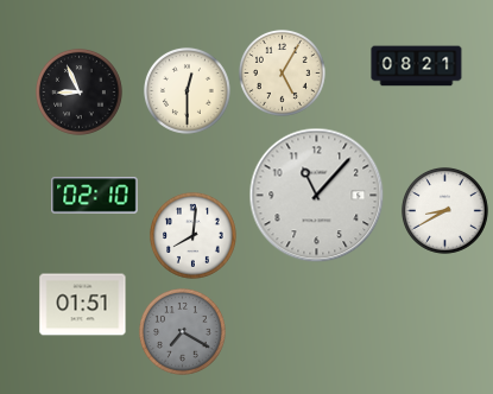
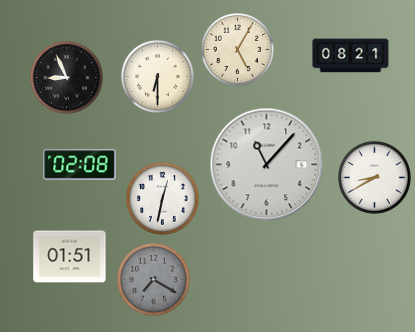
clock at (283, 72) position: (283, 72) -> (238, 49)
clock at (188, 90): 12:30 -> 6:30
clock at (95, 196): 02:10 -> 02:08
clock at (194, 235): 8:01 -> 12:32
